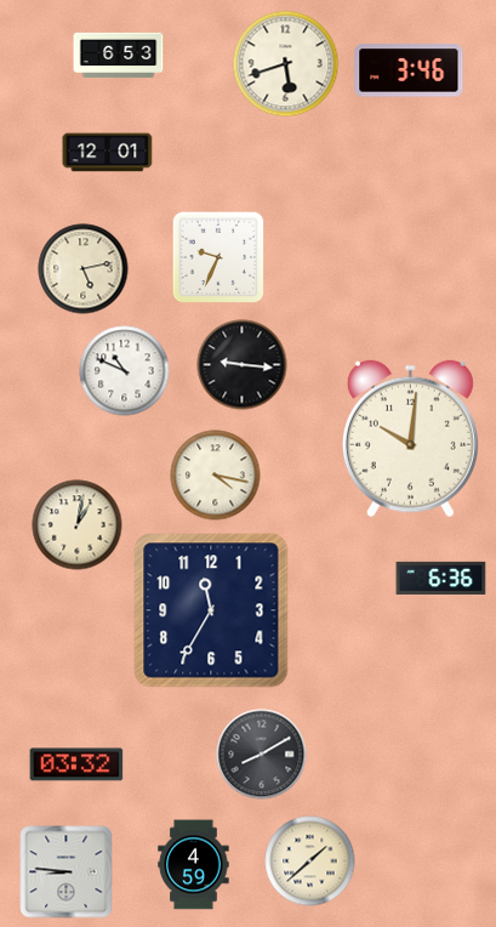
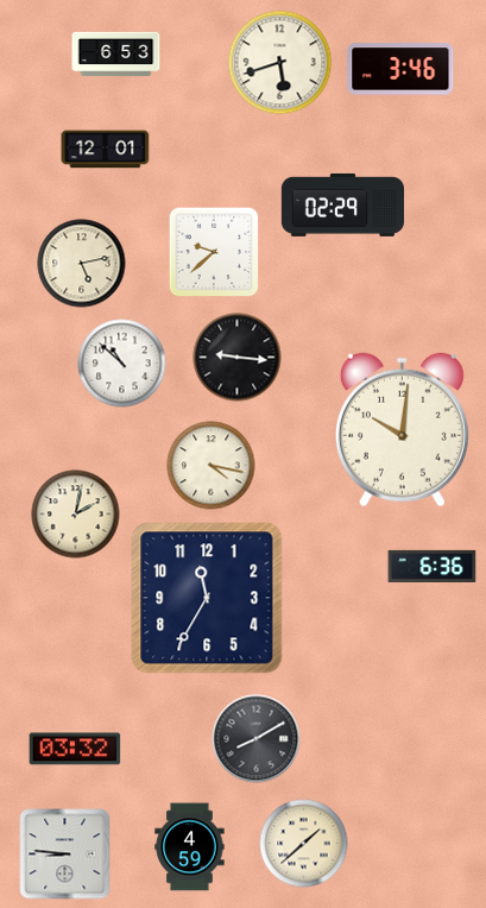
clock at (342, 206): none -> 02:29
clock at (218, 257): 9:34 -> 9:38
clock at (125, 371): 10:49 -> 10:52
clock at (78, 525): 1:02 -> 2:02
